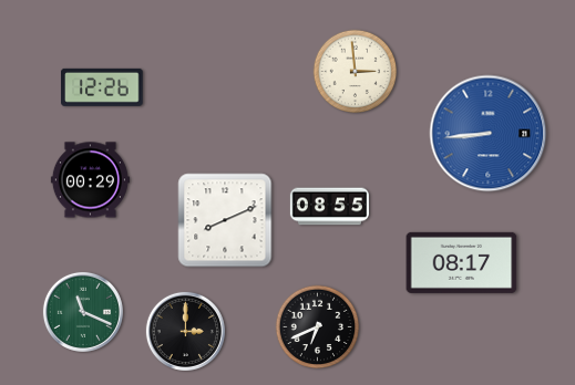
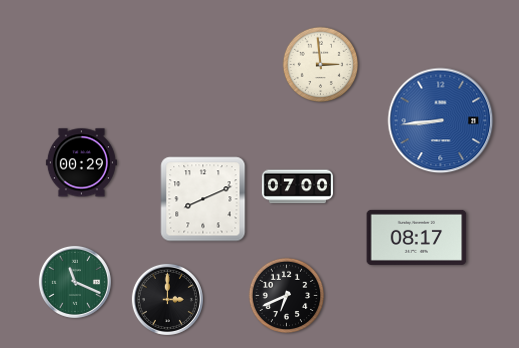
clock at (103, 87): 12:26 -> none
clock at (329, 207): 08:55 -> 07:00
